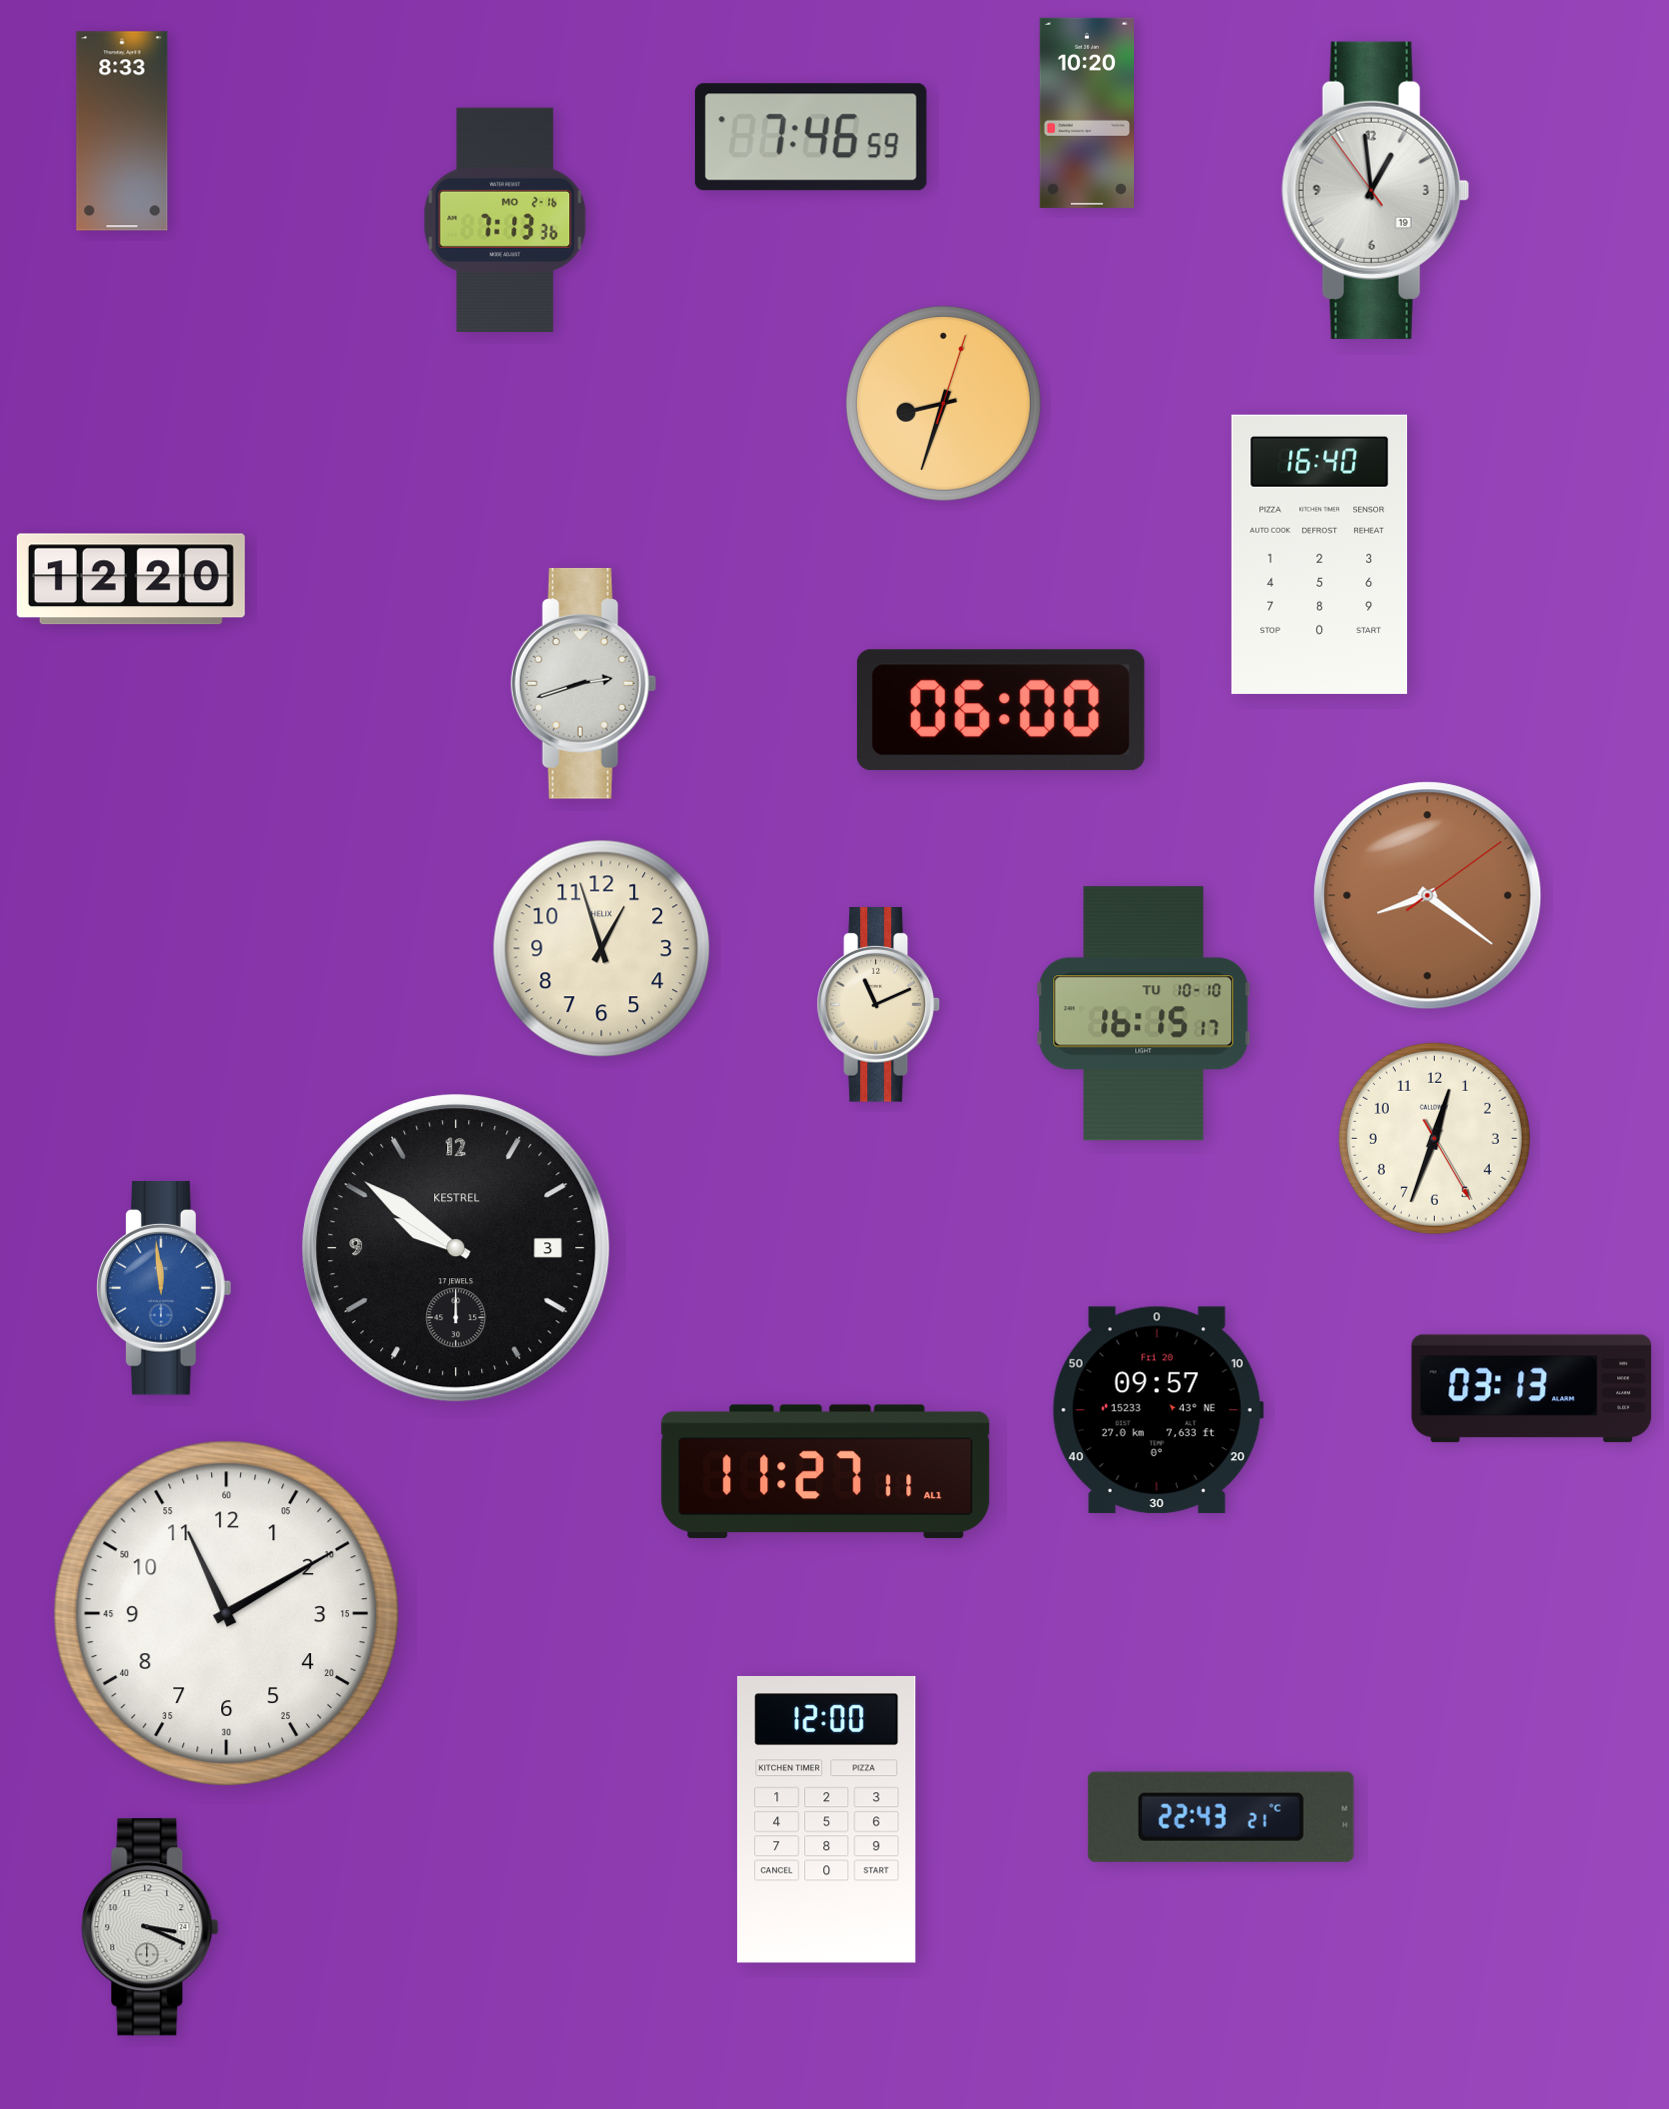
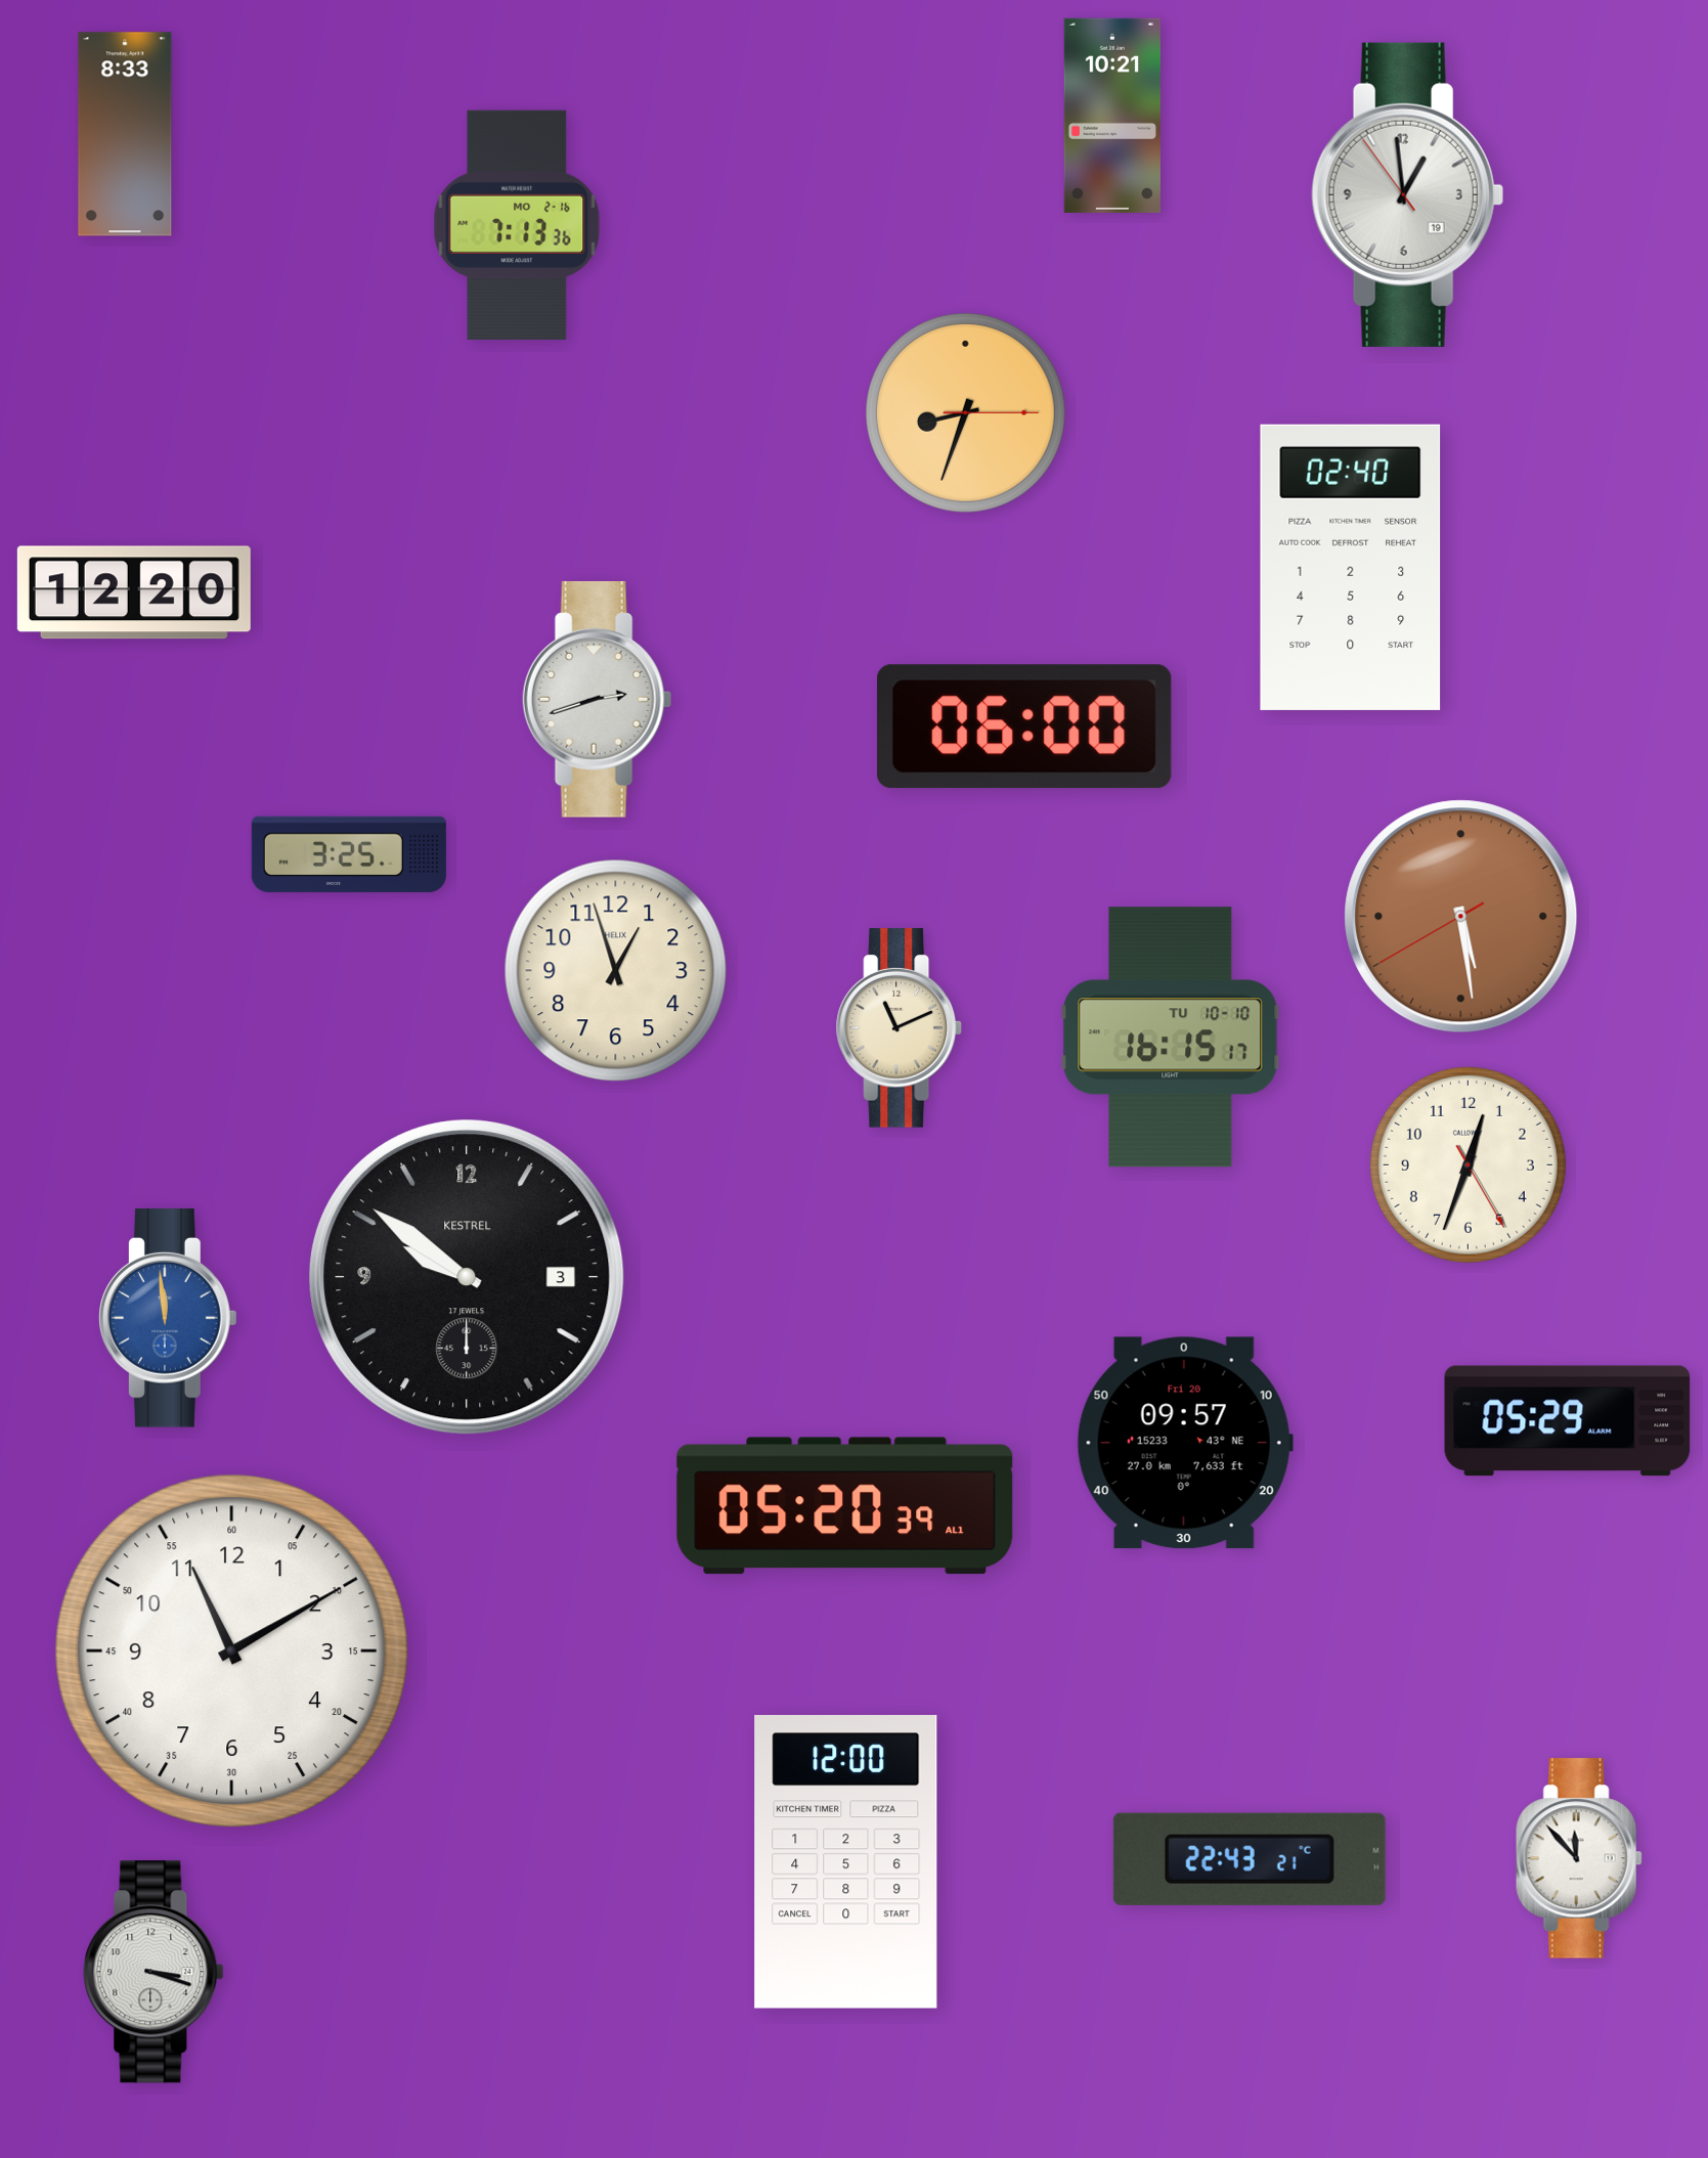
clock at (1087, 113): 10:20 -> 10:21
clock at (811, 137): 7:46 -> none
clock at (943, 403): 8:33:03 -> 8:33:15
clock at (1320, 554): 16:40 -> 02:40
clock at (349, 854): none -> 3:25
clock at (1428, 896): 8:21 -> 5:28
clock at (1532, 1389): 03:13 -> 05:29
clock at (826, 1472): 11:27 -> 05:20
clock at (1579, 1858): none -> 11:53
clock at (150, 1927): 3:19 -> 3:18
